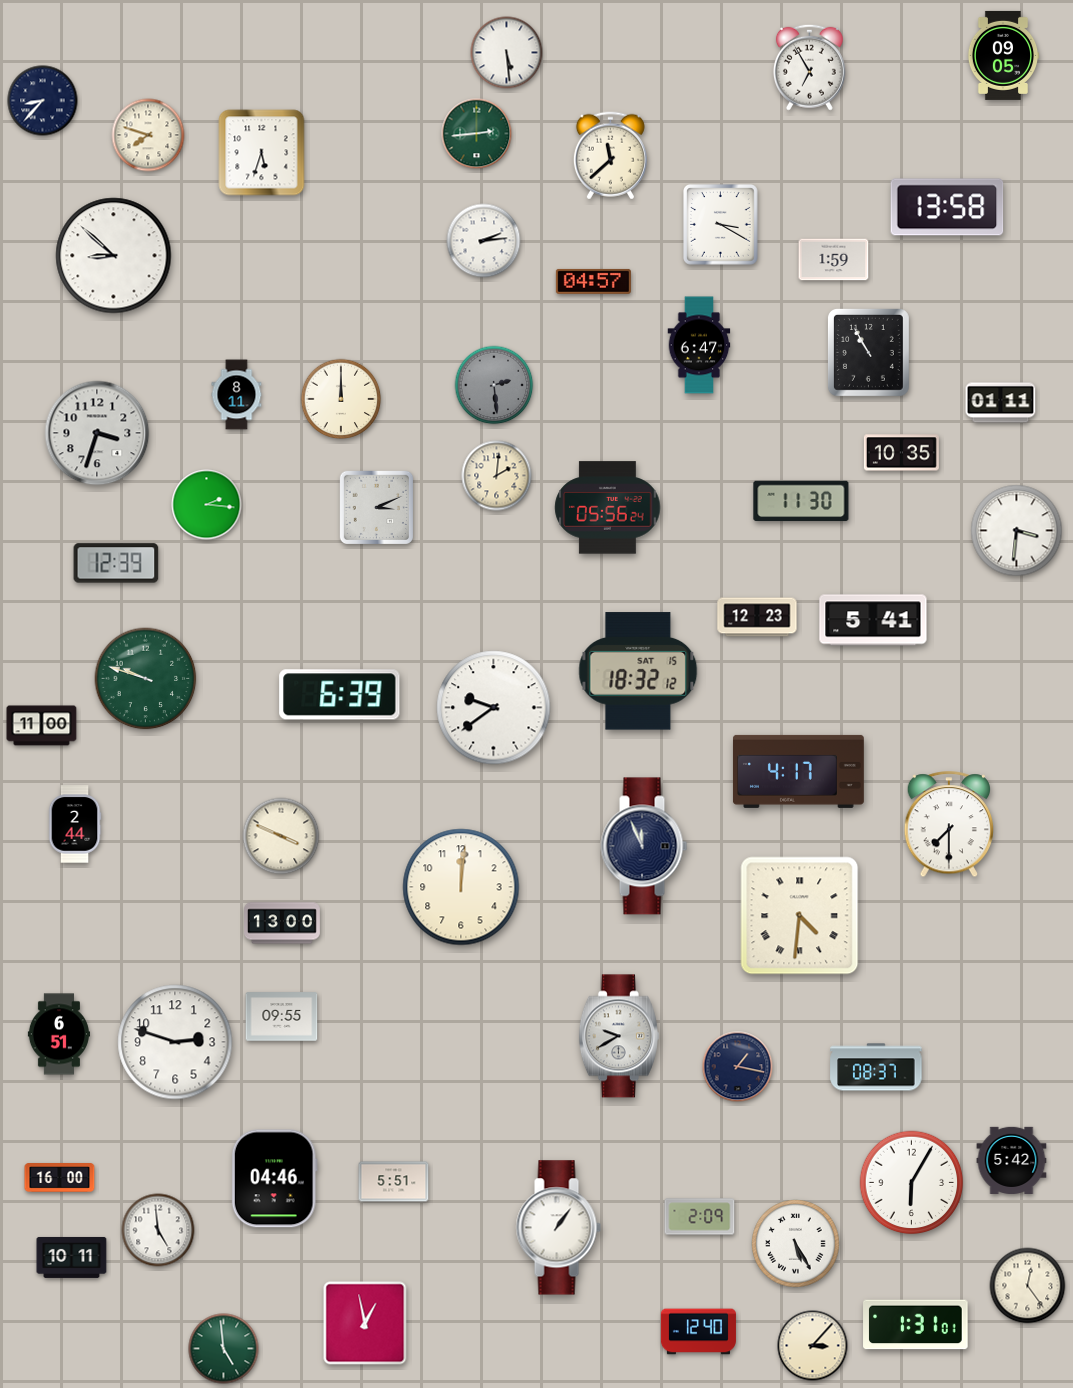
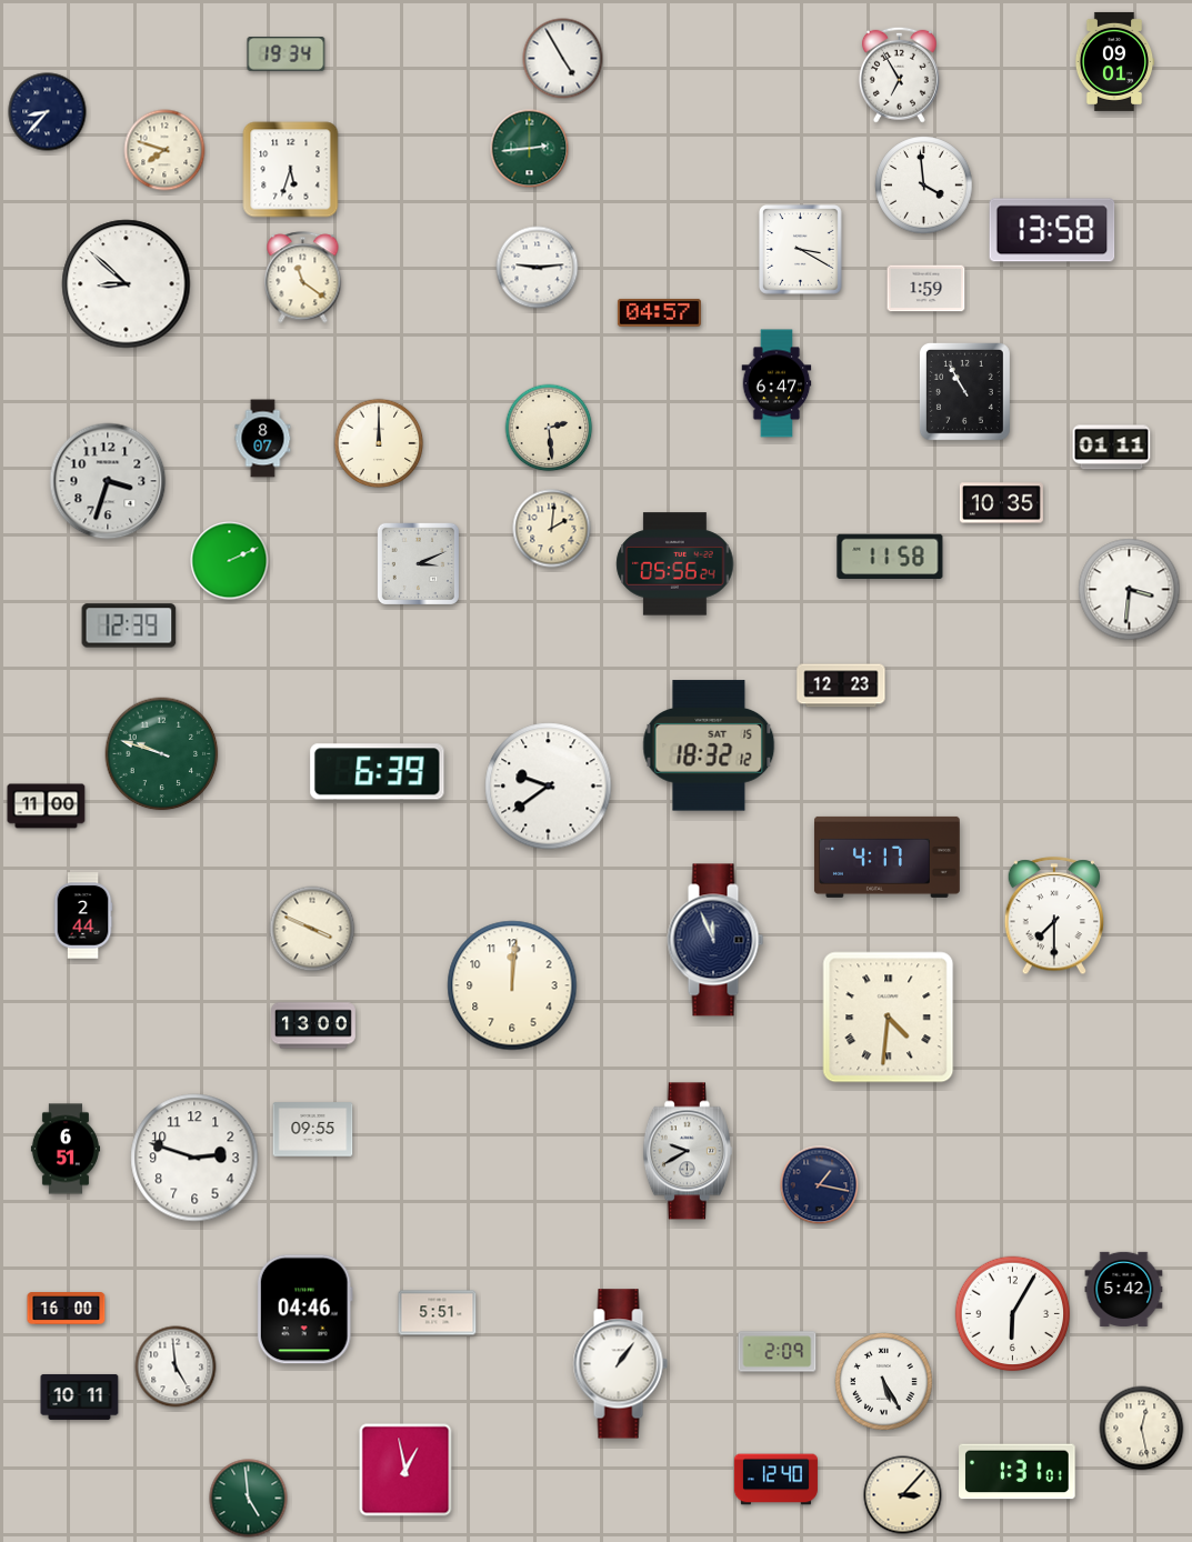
clock at (287, 54): none -> 19:34
clock at (507, 53): 5:29 -> 4:55
clock at (1003, 55): 09:05 -> 09:01
clock at (610, 156): 11:38 -> none
clock at (924, 186): none -> 3:59
clock at (484, 241): 2:14 -> 9:14
clock at (303, 278): none -> 11:21
clock at (494, 385) dial: grey -> cream
clock at (237, 395): 8:11 -> 8:07
clock at (801, 501): 11:30 -> 11:58
clock at (207, 505): 2:16 -> 2:11
clock at (873, 620): 5:41 -> none
clock at (876, 1067): 08:37 -> none
clock at (1028, 1286): 12:24 -> 12:28
